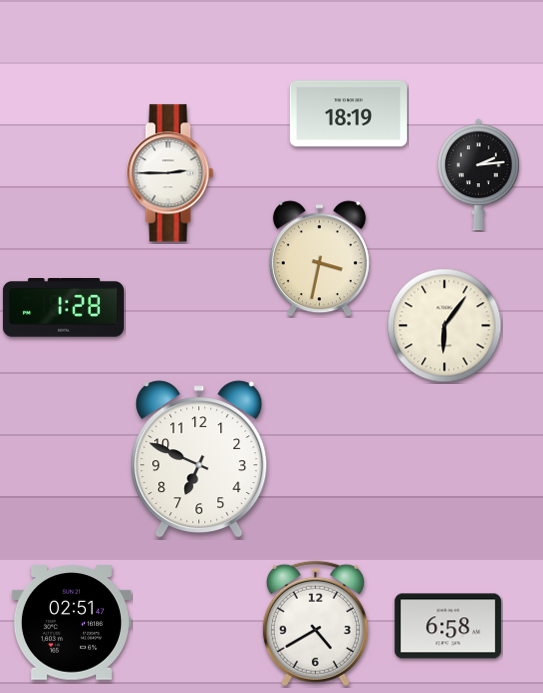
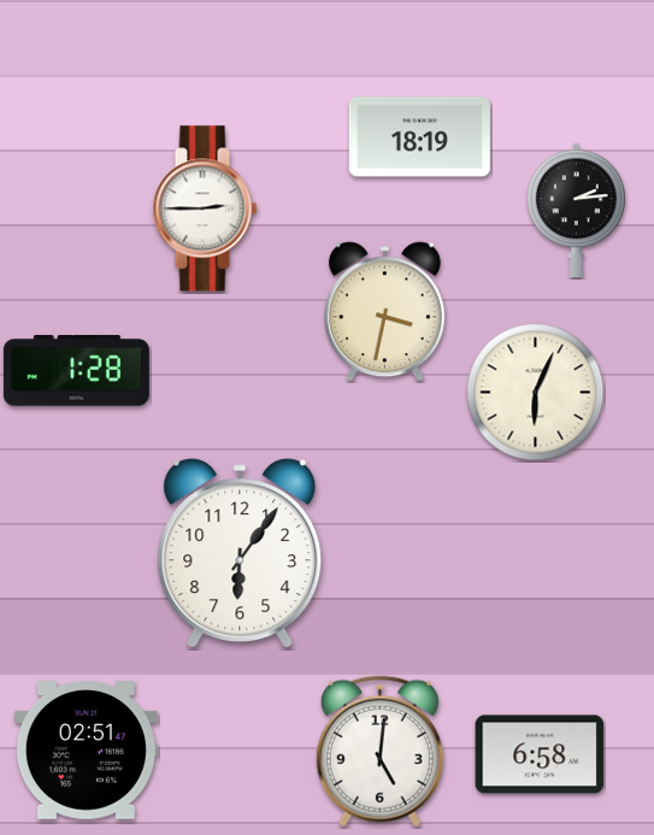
clock at (445, 326): 6:06 -> 6:04
clock at (199, 459): 6:49 -> 6:06
clock at (315, 624): 4:40 -> 5:01
